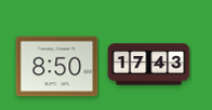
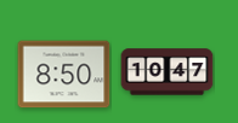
clock at (149, 65): 17:43 -> 10:47
